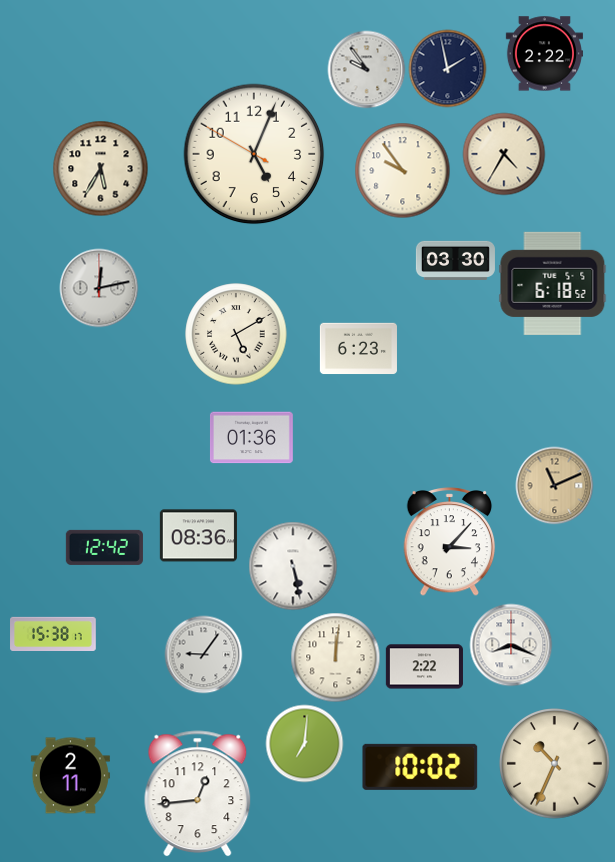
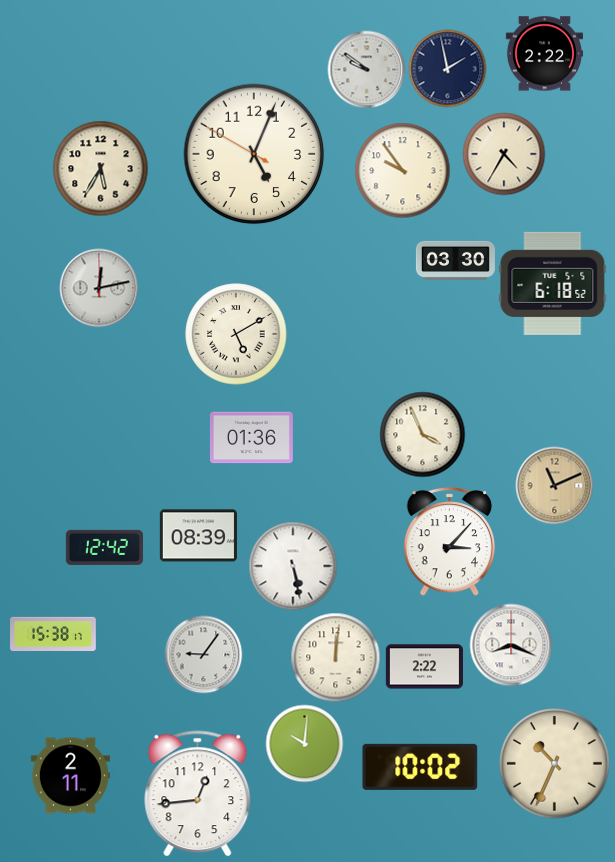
clock at (366, 69): 9:54 -> 9:51
clock at (358, 349): 6:23 -> none
clock at (422, 434): none -> 3:56
clock at (198, 536): 08:36 -> 08:39
clock at (304, 743): 7:01 -> 10:01
